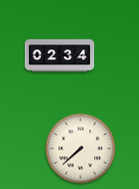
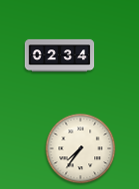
clock at (81, 149): 7:38 -> 7:36
